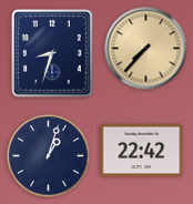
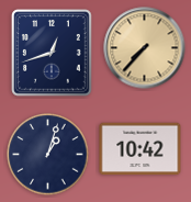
clock at (52, 53): 8:33 -> 12:42
clock at (142, 151): 22:42 -> 10:42
